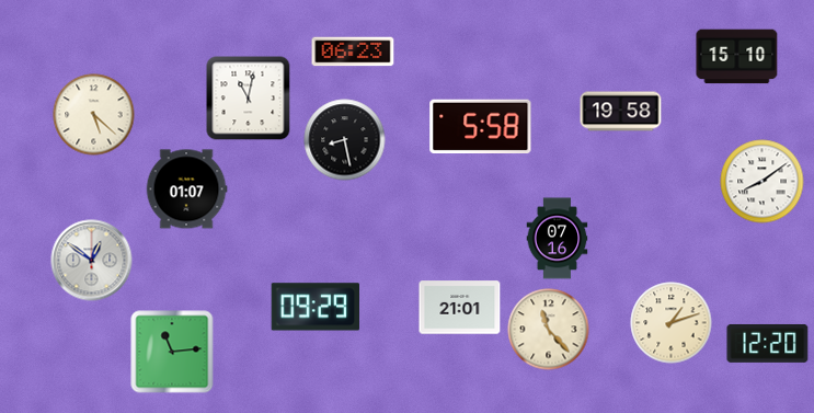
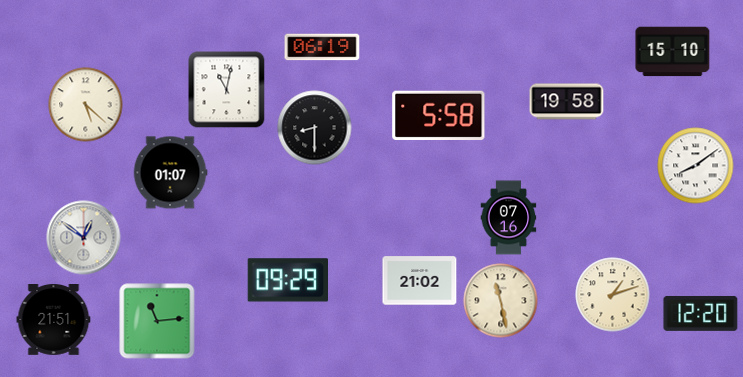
clock at (353, 51): 06:23 -> 06:19
clock at (345, 140): 8:28 -> 8:30
clock at (460, 308): 21:01 -> 21:02
clock at (549, 330): 11:23 -> 11:28
clock at (54, 320): none -> 21:51
